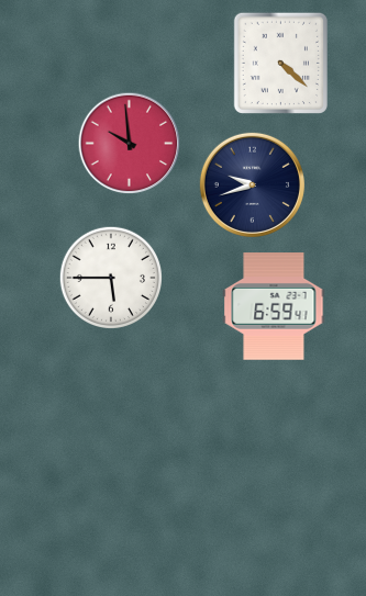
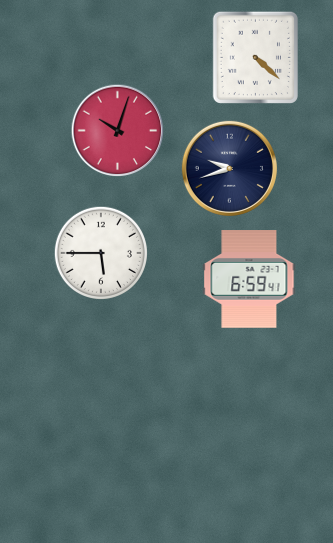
clock at (130, 144): 9:59 -> 10:03
